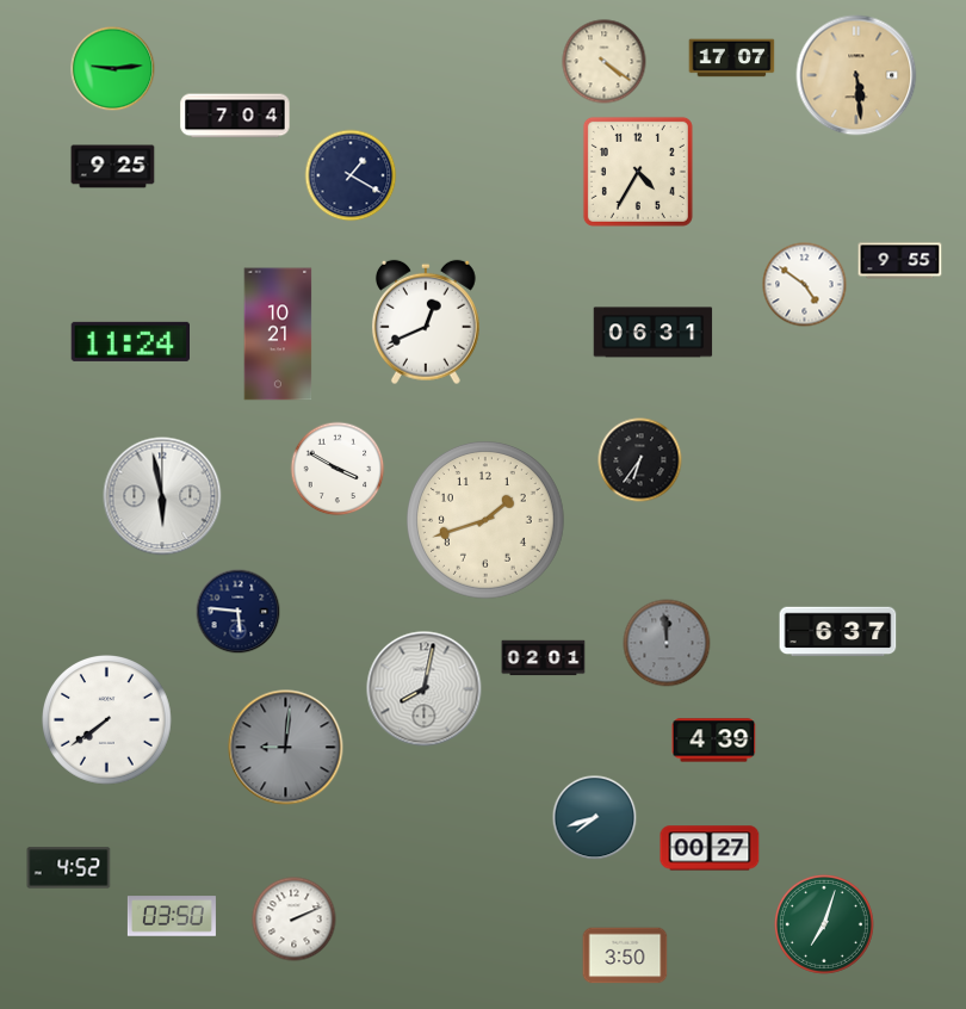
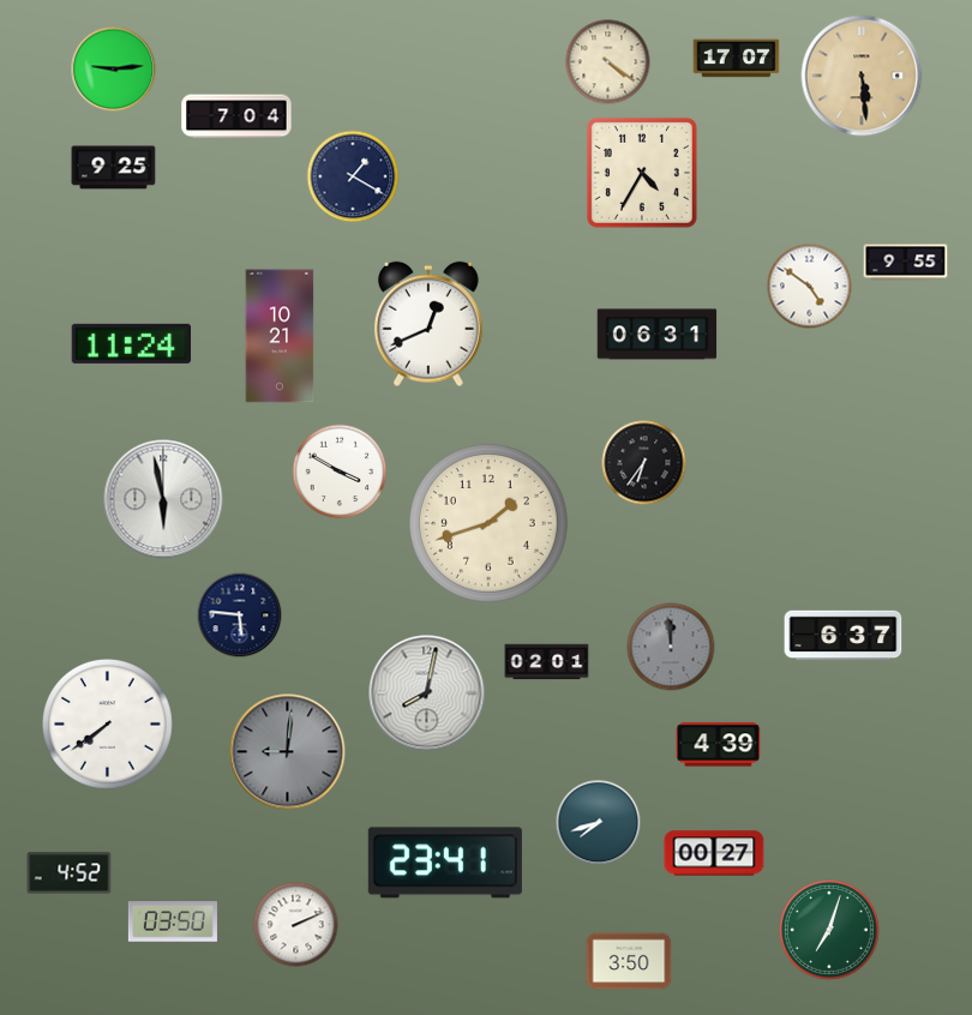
clock at (445, 863): none -> 23:41
